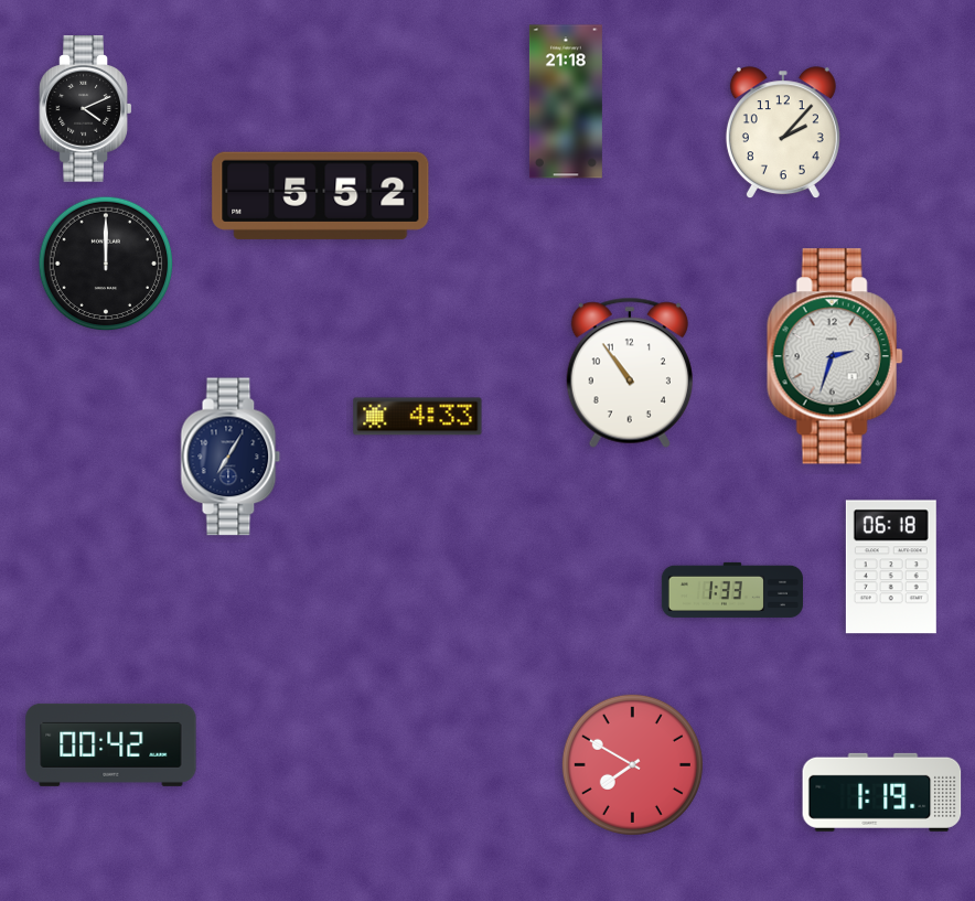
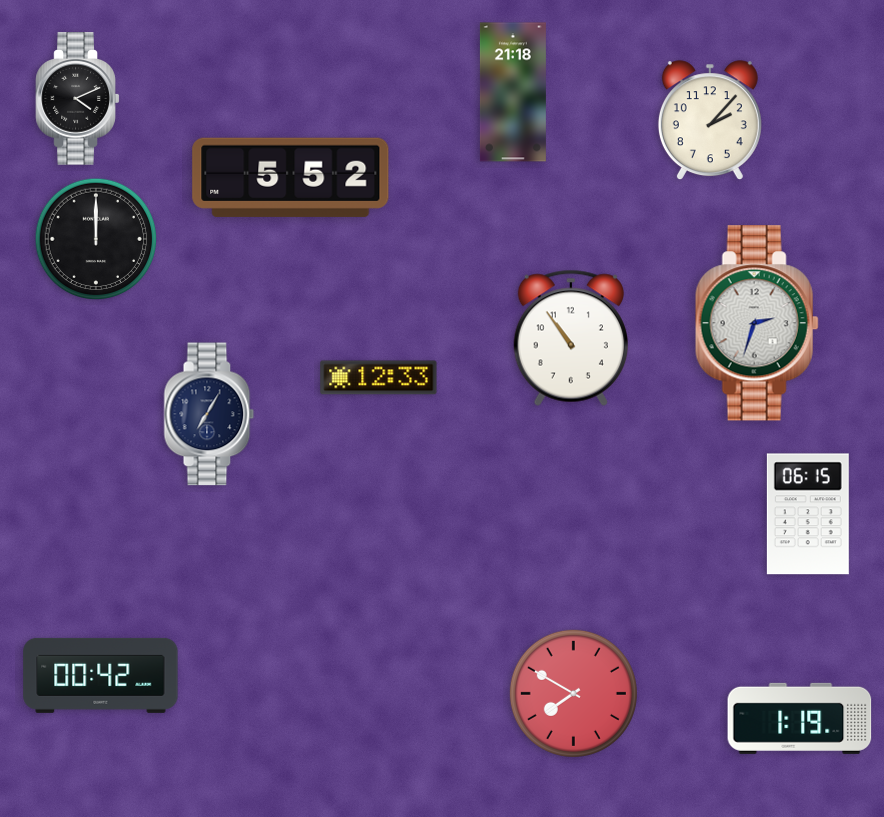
clock at (418, 417): 4:33 -> 12:33
clock at (891, 567): 06:18 -> 06:15
clock at (732, 590): 1:33 -> none
